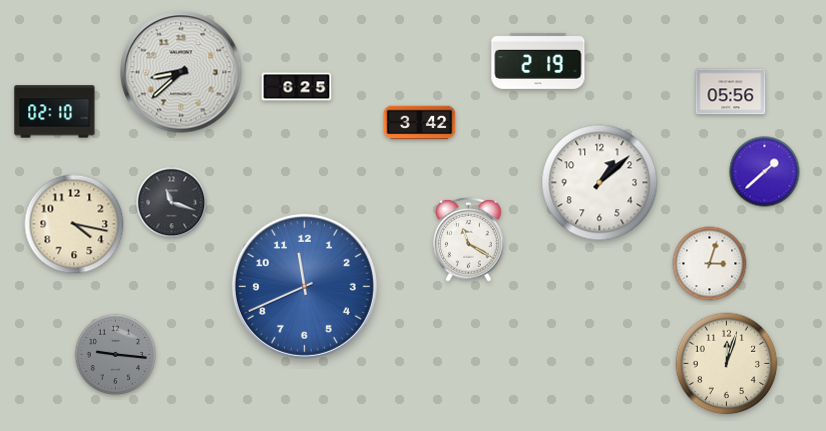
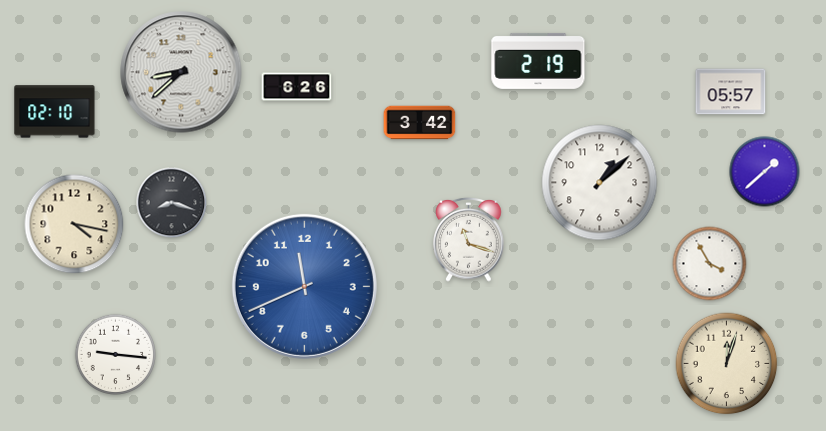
clock at (297, 87): 6:25 -> 6:26
clock at (731, 92): 05:56 -> 05:57
clock at (172, 203): 11:18 -> 8:18
clock at (469, 239): 11:20 -> 11:18
clock at (710, 264): 3:03 -> 3:55
clock at (115, 354) dial: grey -> white
